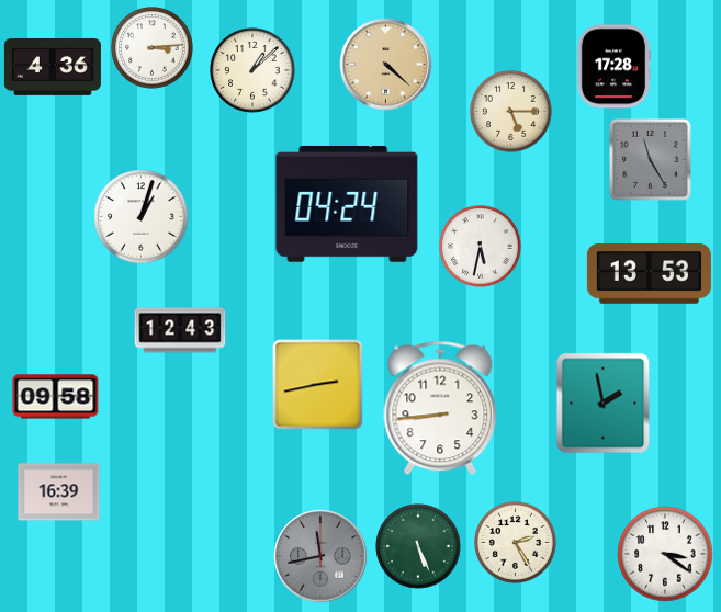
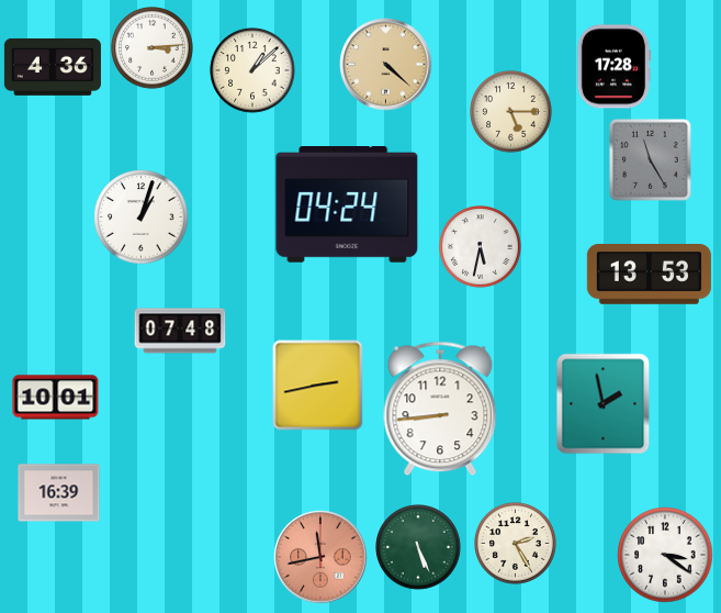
clock at (180, 330): 12:43 -> 07:48
clock at (56, 397): 09:58 -> 10:01
clock at (320, 556) dial: grey -> salmon
